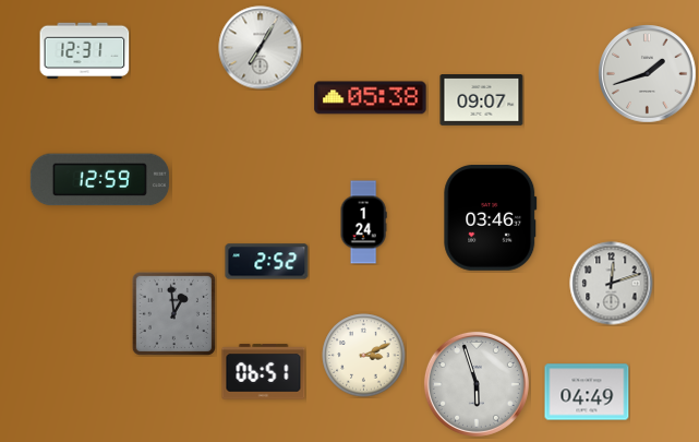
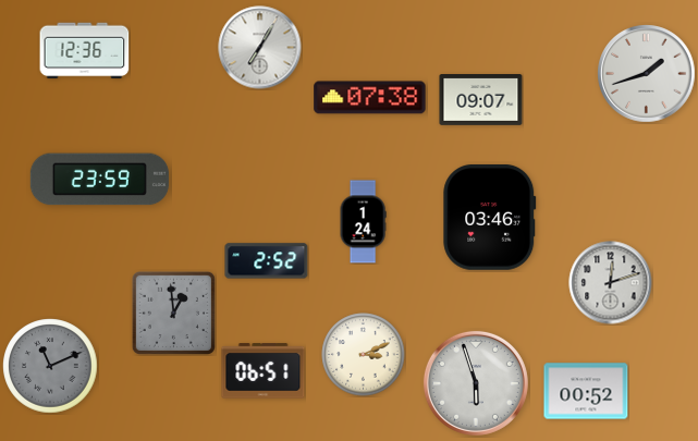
clock at (85, 51): 12:31 -> 12:36
clock at (371, 98): 05:38 -> 07:38
clock at (99, 180): 12:59 -> 23:59
clock at (50, 366): none -> 11:11
clock at (587, 392): 04:49 -> 00:52
